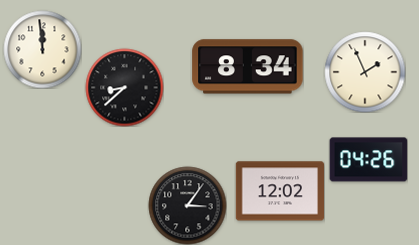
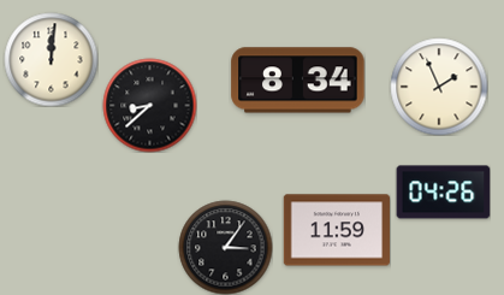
clock at (42, 49): 11:59 -> 12:01
clock at (279, 191): 12:02 -> 11:59
